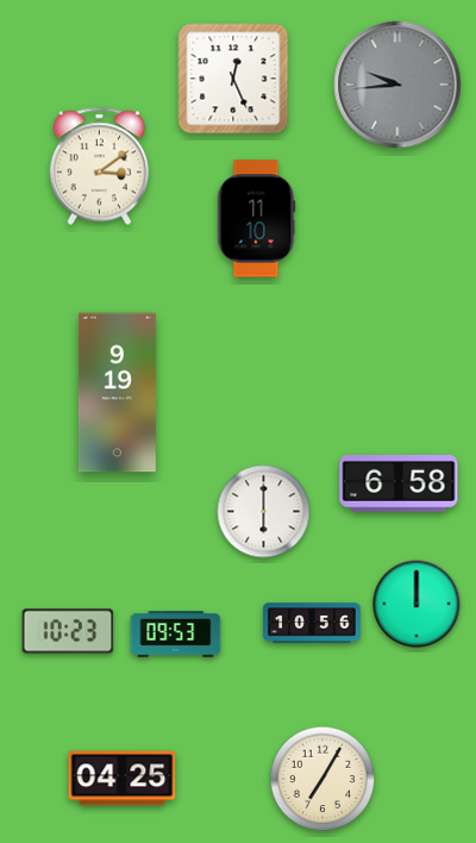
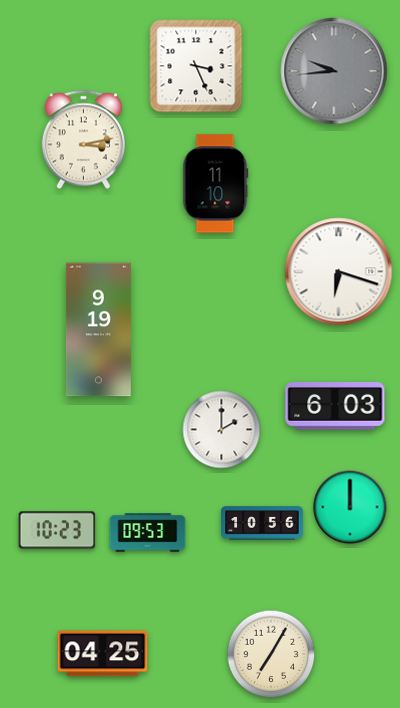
clock at (233, 79): 12:26 -> 3:26
clock at (99, 167): 3:09 -> 3:13
clock at (339, 272): none -> 6:18
clock at (399, 485): 6:58 -> 6:03
clock at (264, 512): 6:00 -> 2:00
